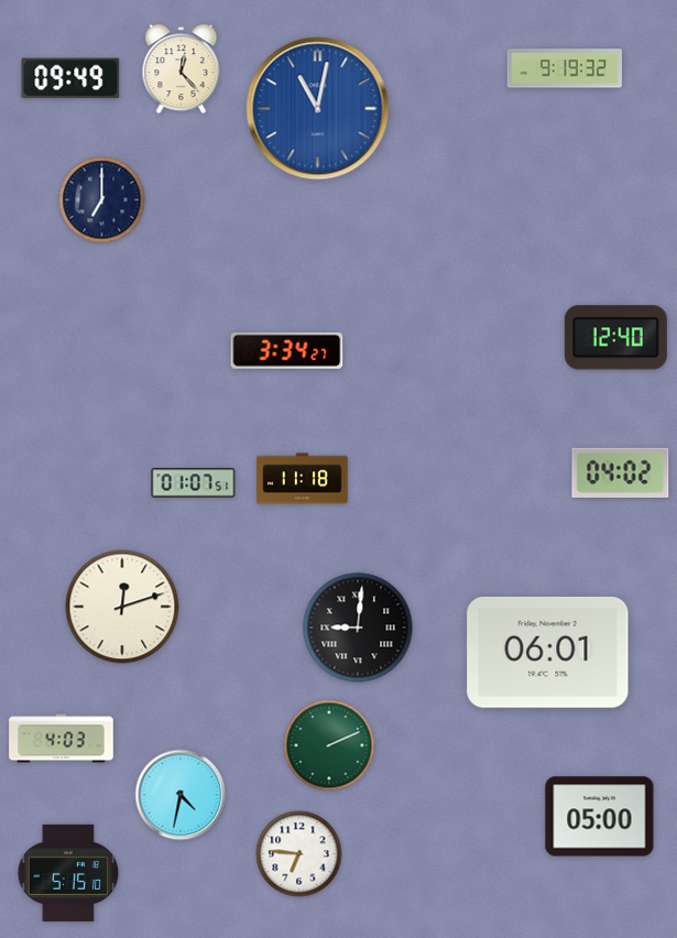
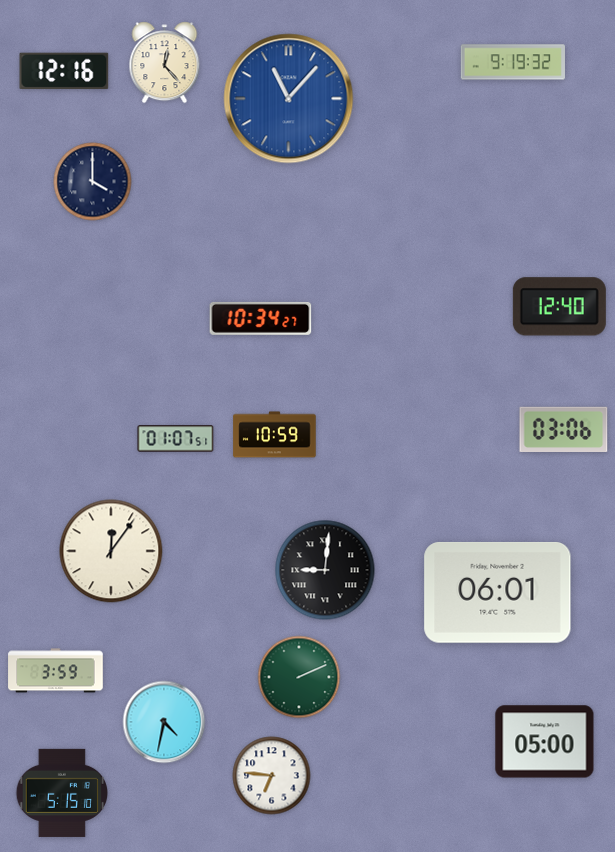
clock at (70, 78): 09:49 -> 12:16
clock at (318, 109): 11:02 -> 11:07
clock at (102, 200): 7:00 -> 4:00
clock at (287, 350): 3:34 -> 10:34
clock at (621, 473): 04:02 -> 03:06
clock at (303, 479): 11:18 -> 10:59
clock at (122, 607): 12:12 -> 12:06
clock at (62, 739): 4:03 -> 3:59
